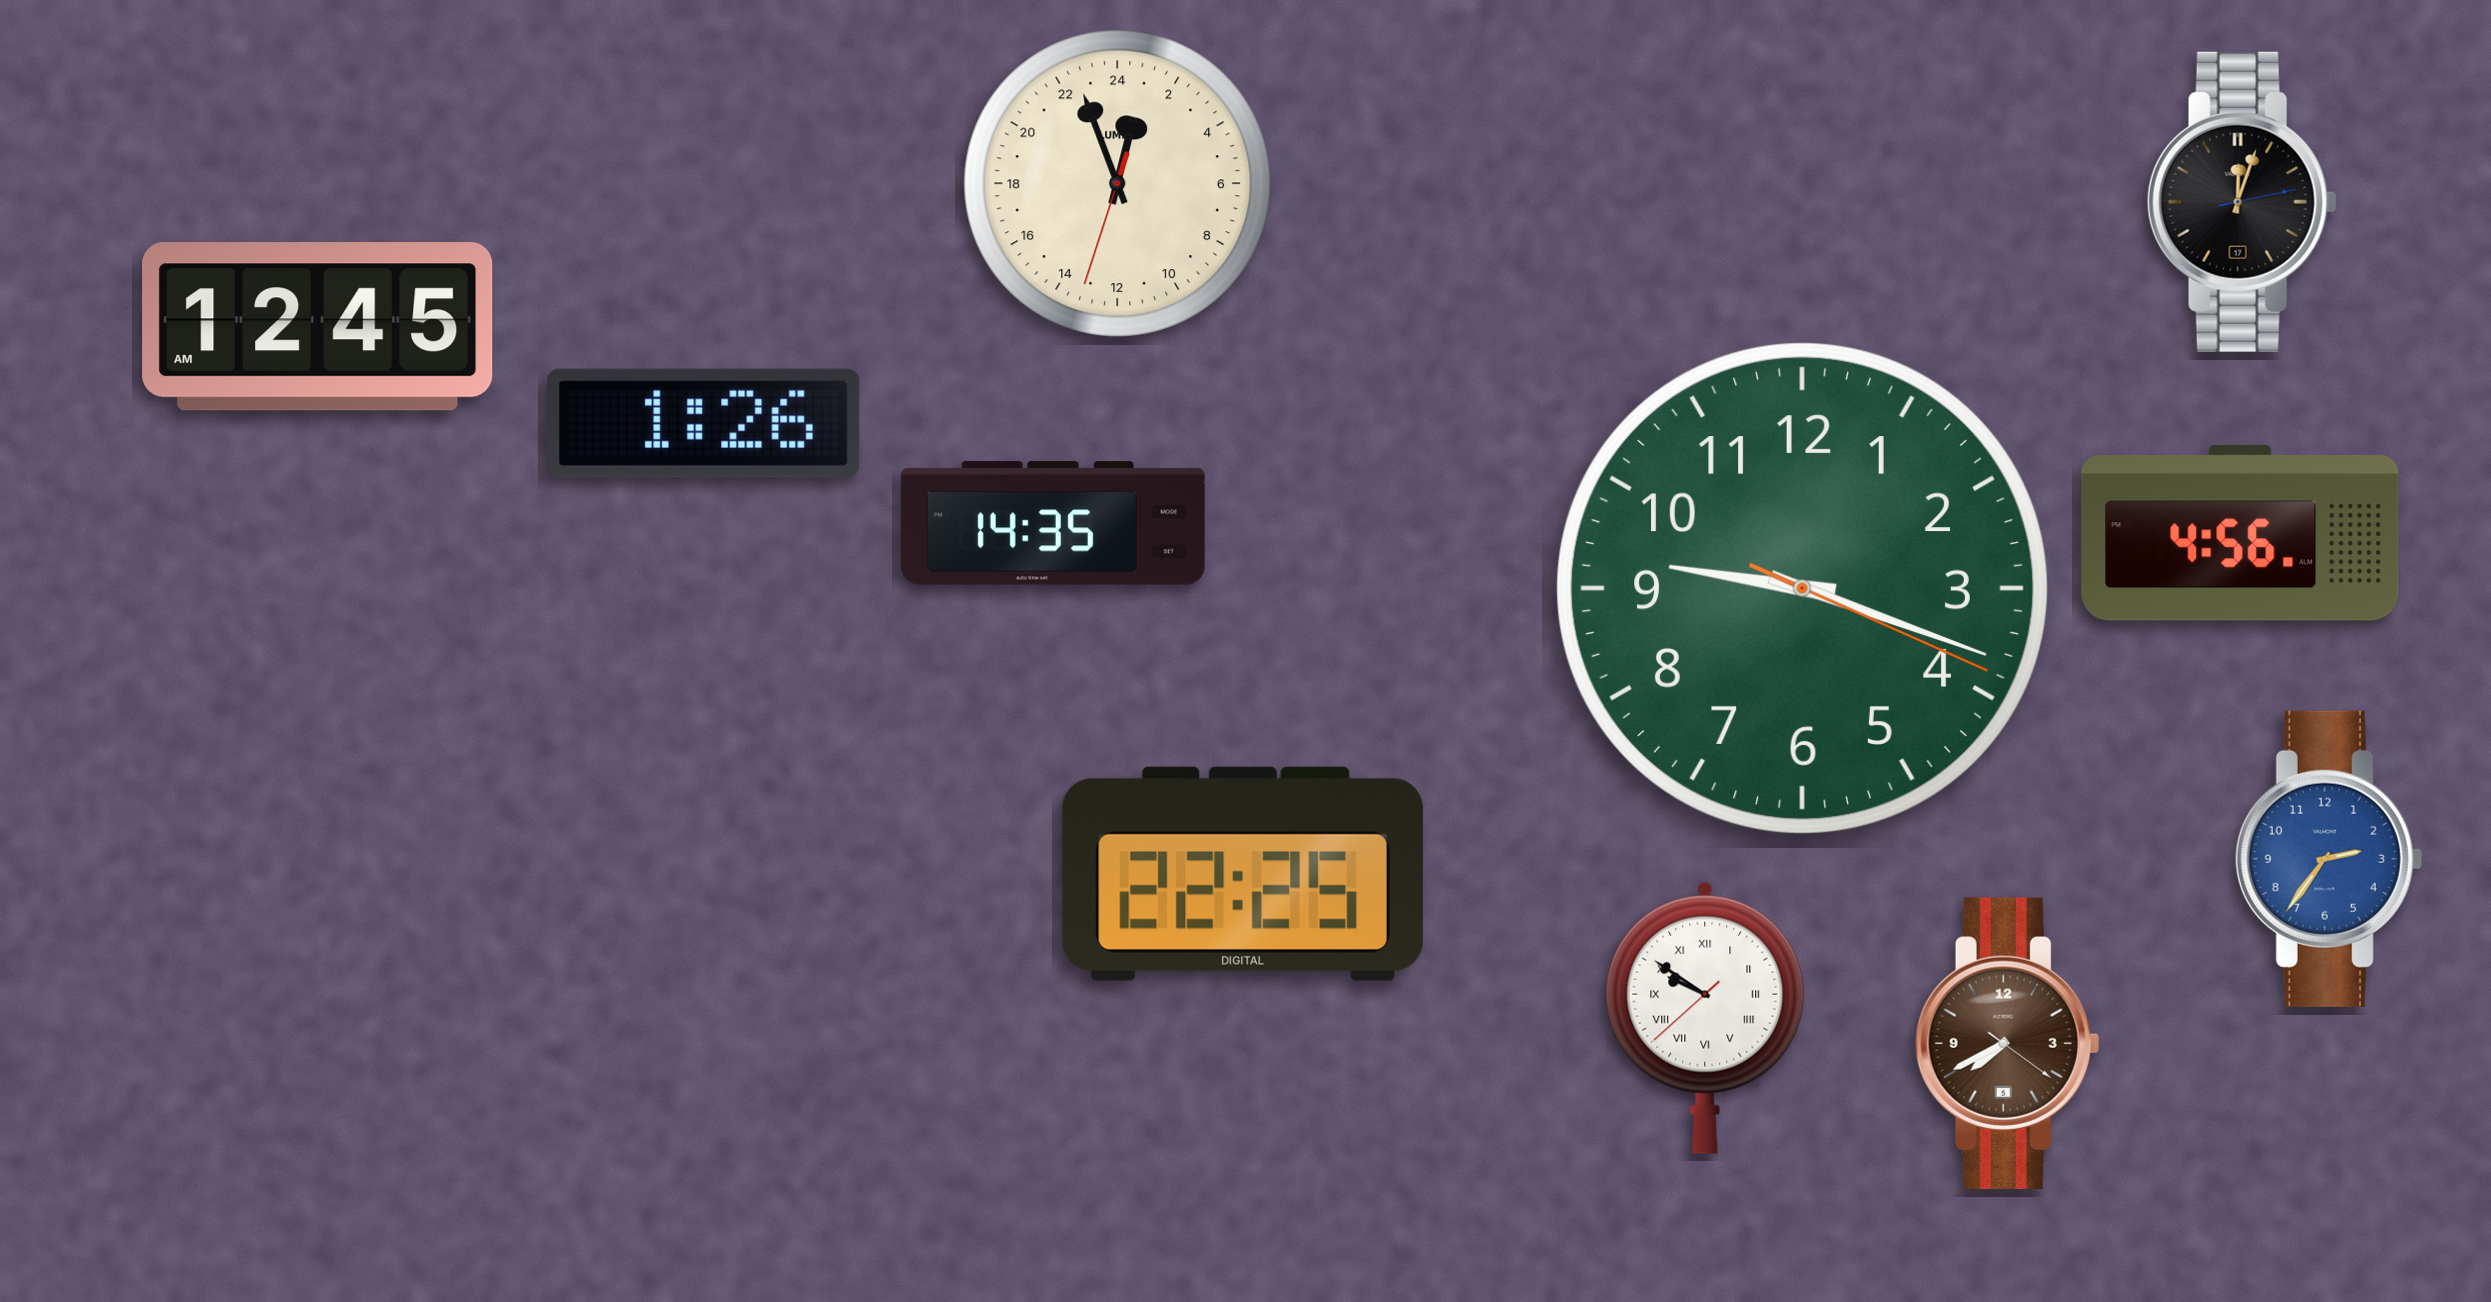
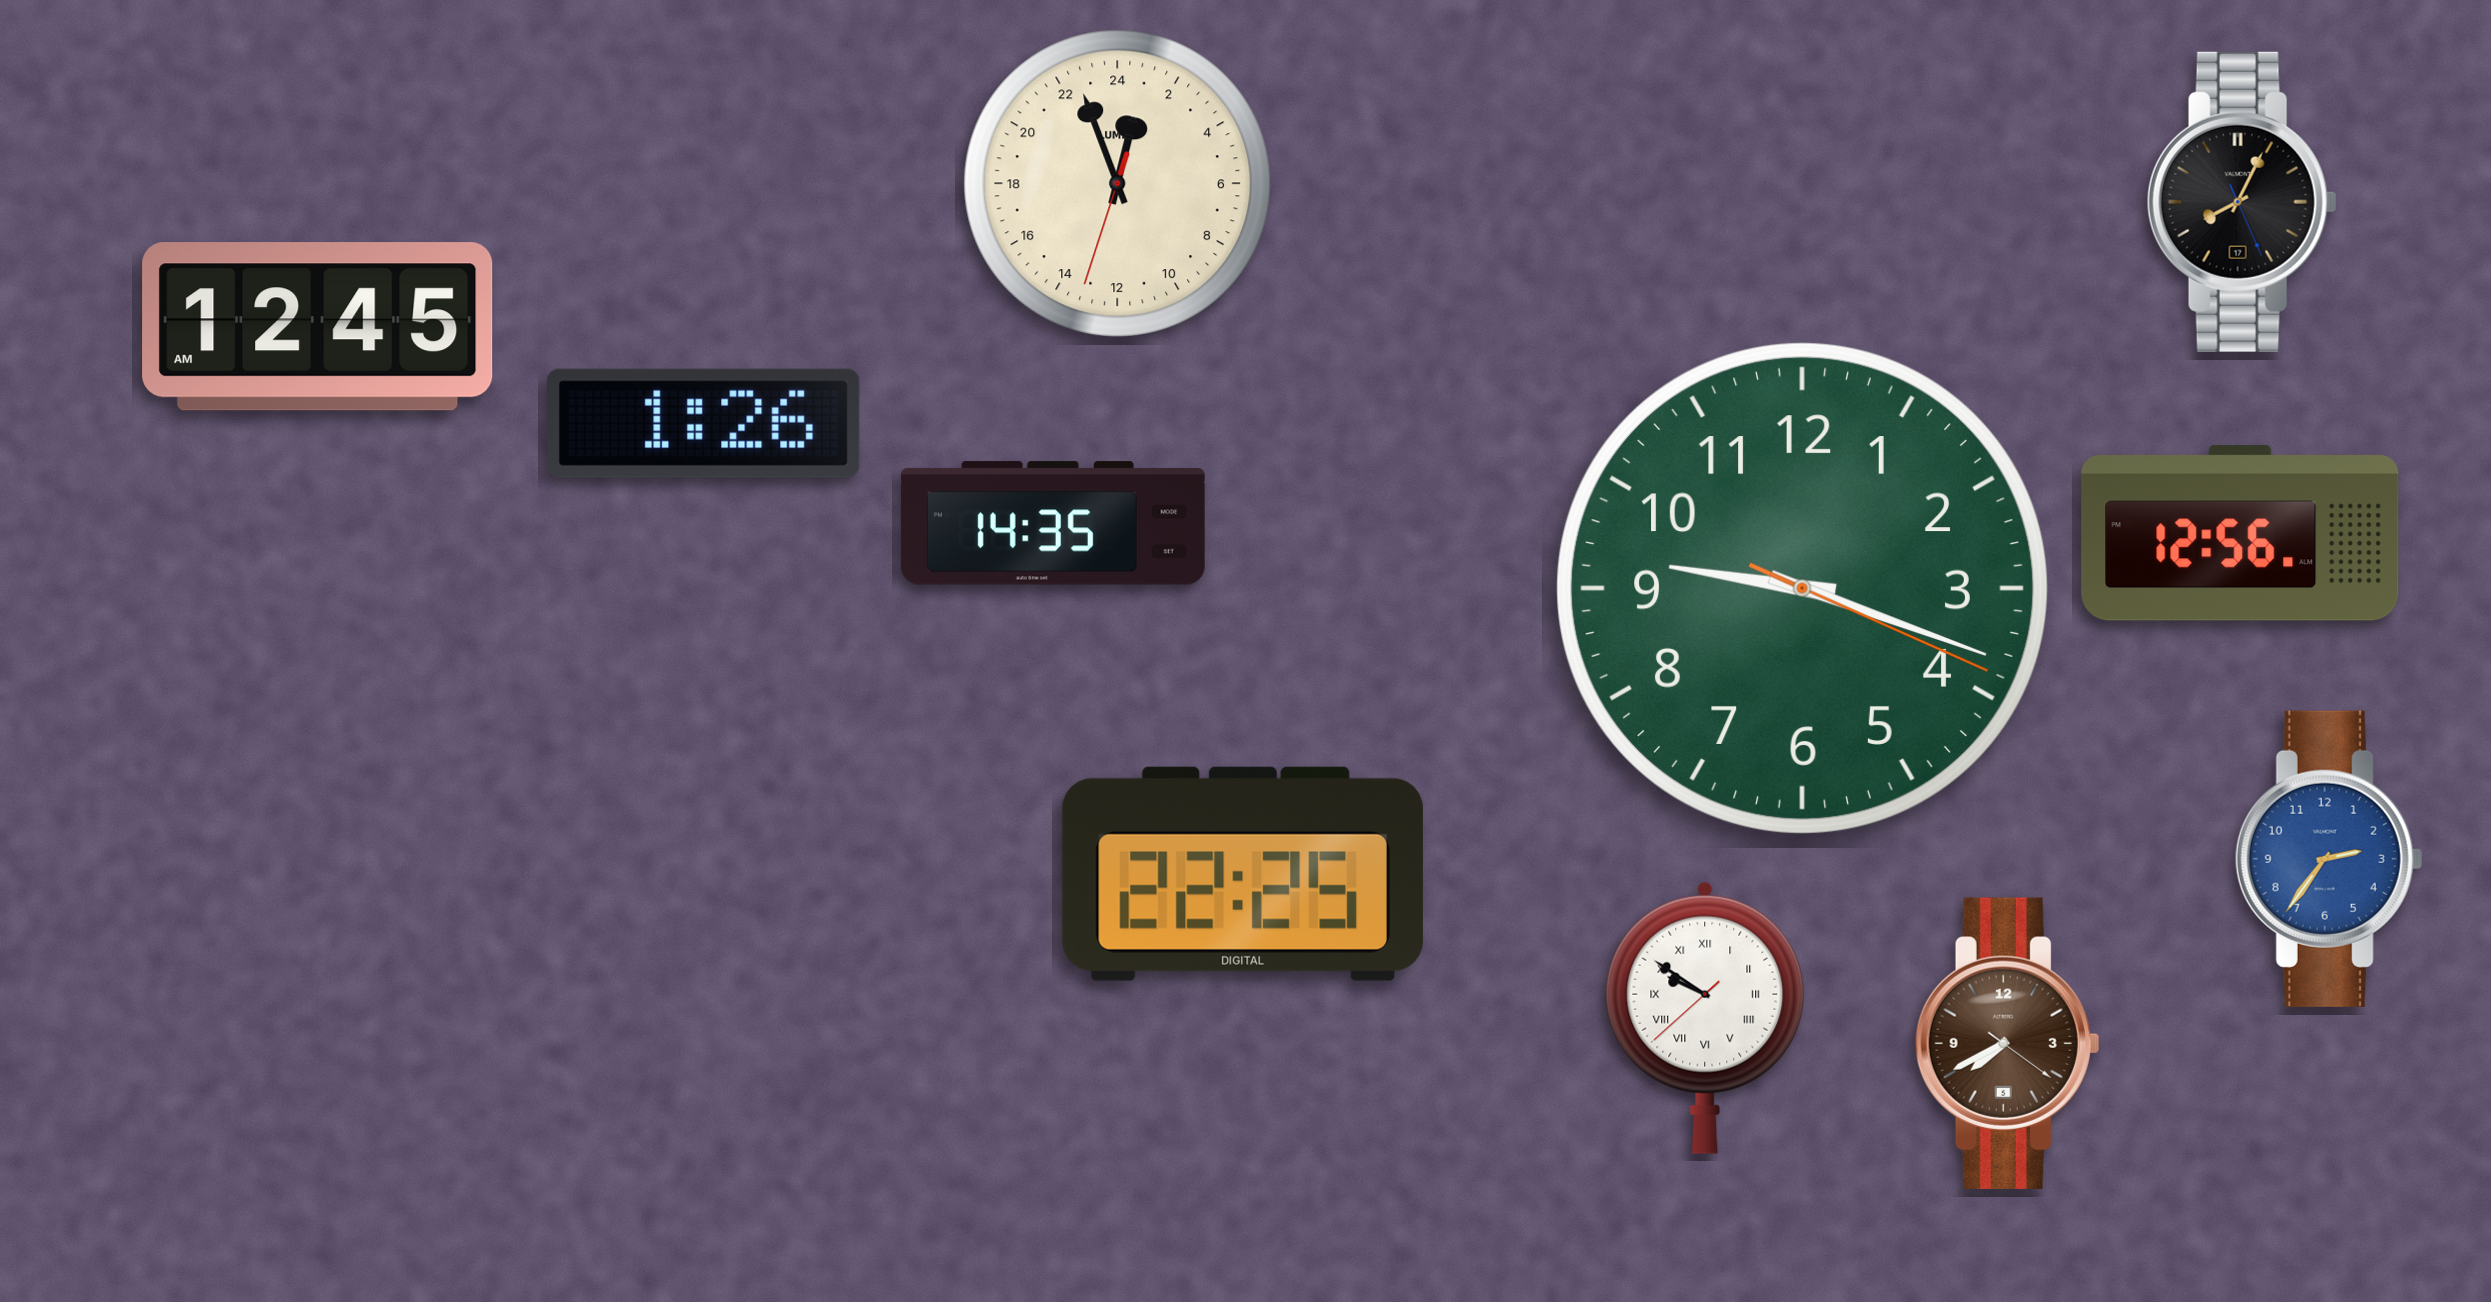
clock at (2242, 202): 12:03 -> 8:04
clock at (2240, 533): 4:56 -> 12:56
